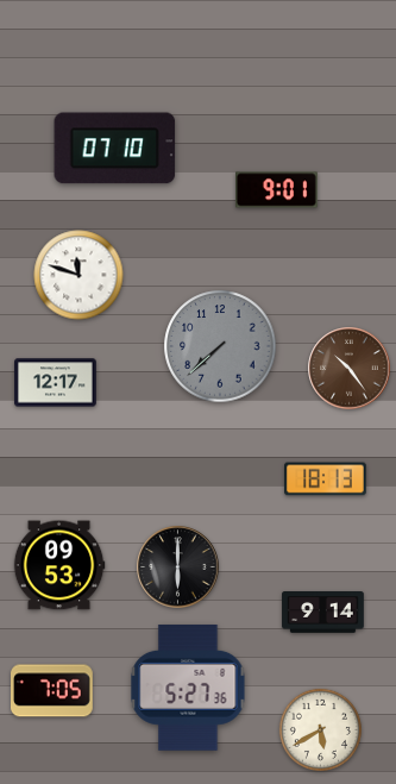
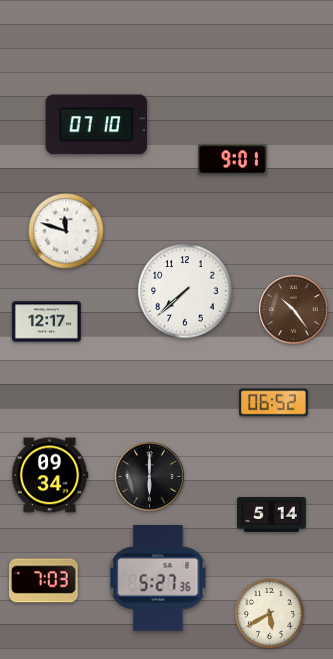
clock at (220, 346) dial: grey -> white
clock at (326, 479): 18:13 -> 06:52
clock at (59, 565): 09:53 -> 09:34
clock at (323, 613): 9:14 -> 5:14
clock at (52, 691): 7:05 -> 7:03
